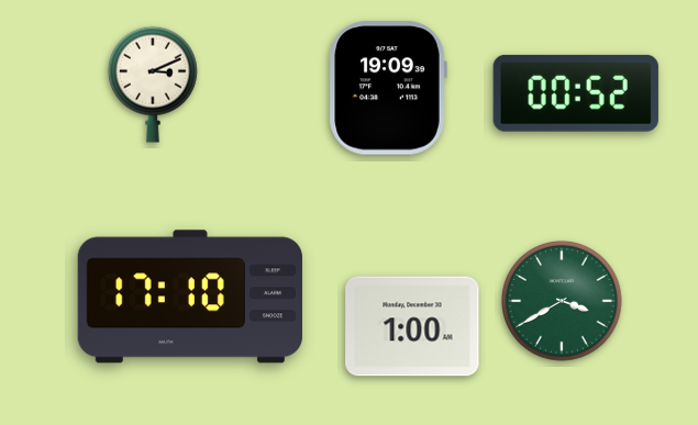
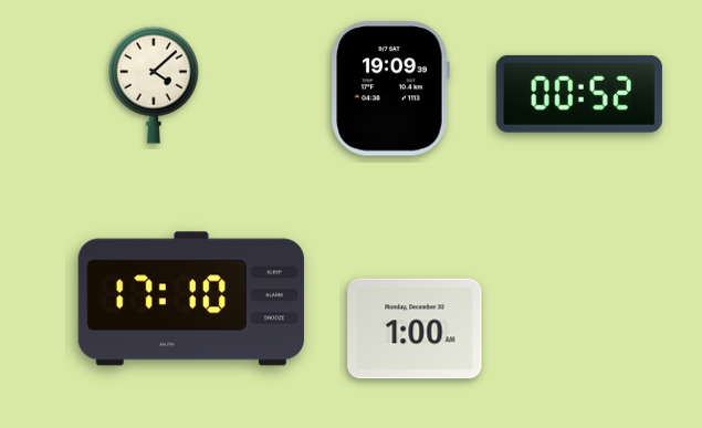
clock at (153, 85): 3:11 -> 4:08
clock at (562, 301): 3:40 -> none
